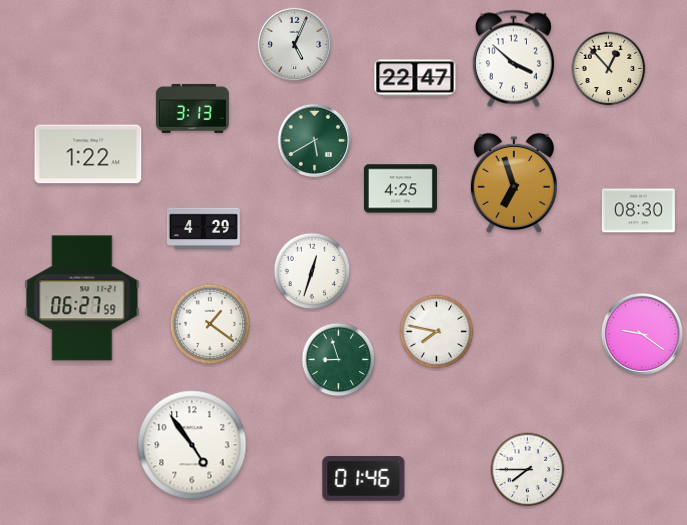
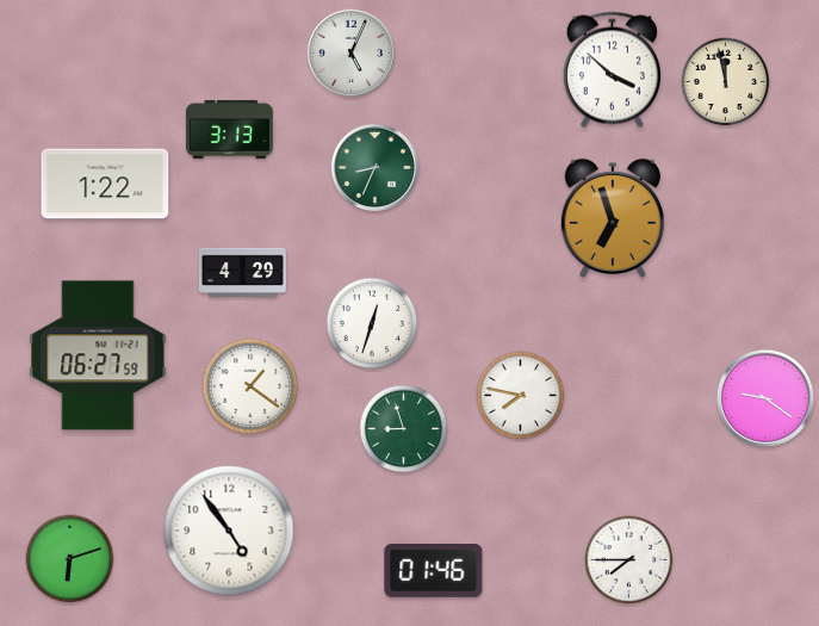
clock at (609, 69): 12:53 -> 11:58
clock at (415, 78): 22:47 -> none
clock at (314, 140): 5:40 -> 8:34
clock at (400, 189): 4:25 -> none
clock at (638, 211): 08:30 -> none
clock at (70, 559): none -> 6:12
